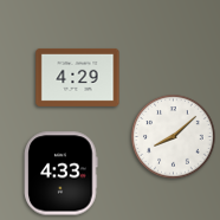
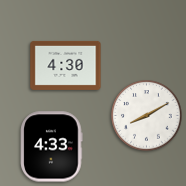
clock at (78, 77): 4:29 -> 4:30
clock at (174, 137): 8:08 -> 8:10
